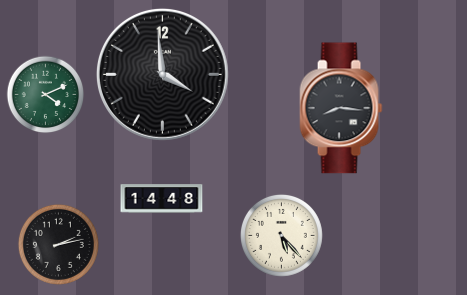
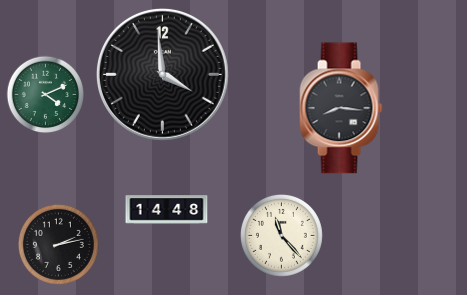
clock at (162, 199) position: (162, 199) -> (167, 210)
clock at (281, 235): 5:23 -> 11:23
